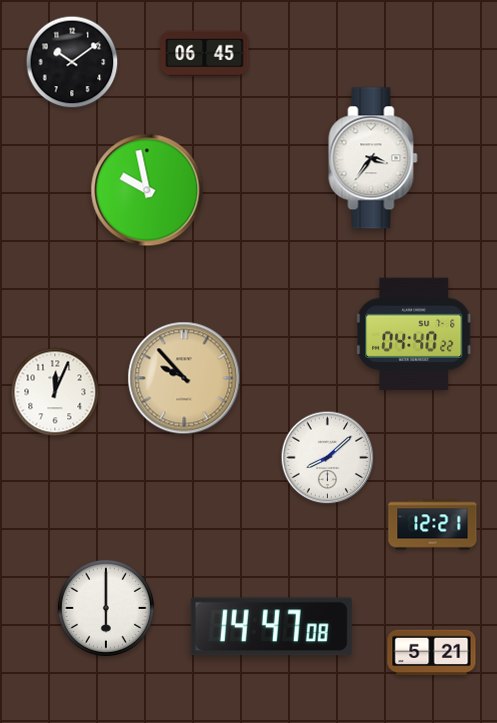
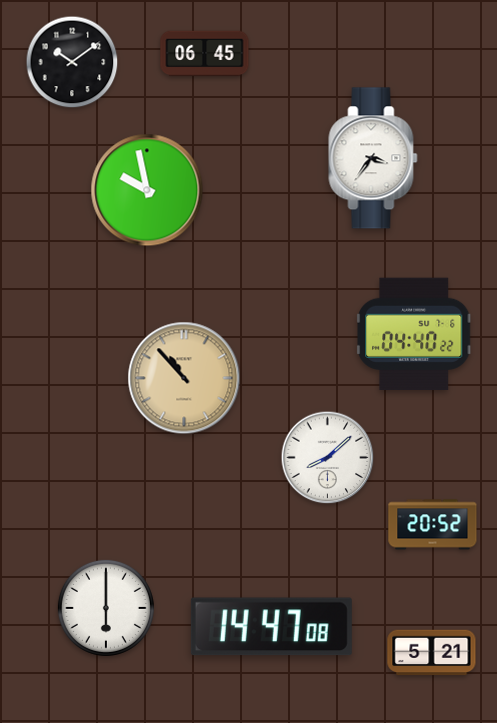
clock at (184, 378): 9:53 -> 10:53
clock at (55, 392): 12:04 -> none
clock at (433, 525): 12:21 -> 20:52
